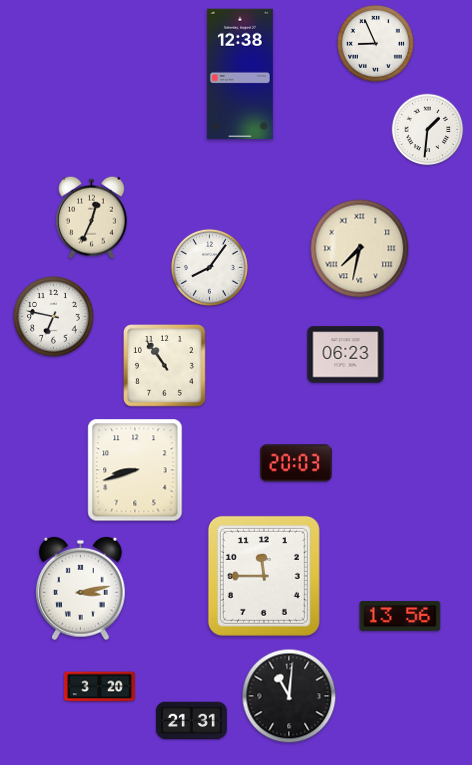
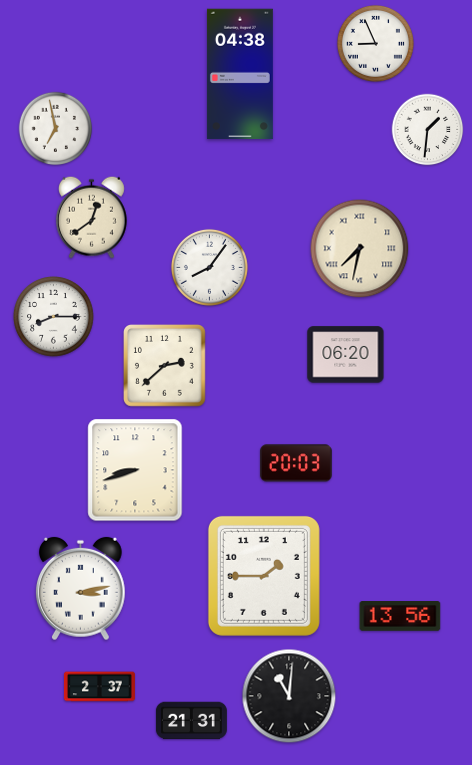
clock at (240, 74): 12:38 -> 04:38
clock at (56, 129): none -> 6:58
clock at (91, 217): 12:34 -> 12:39
clock at (54, 317): 6:47 -> 8:15
clock at (346, 355): 06:23 -> 06:20
clock at (165, 366): 10:54 -> 2:38
clock at (264, 576): 11:45 -> 1:45
clock at (99, 687): 3:20 -> 2:37
